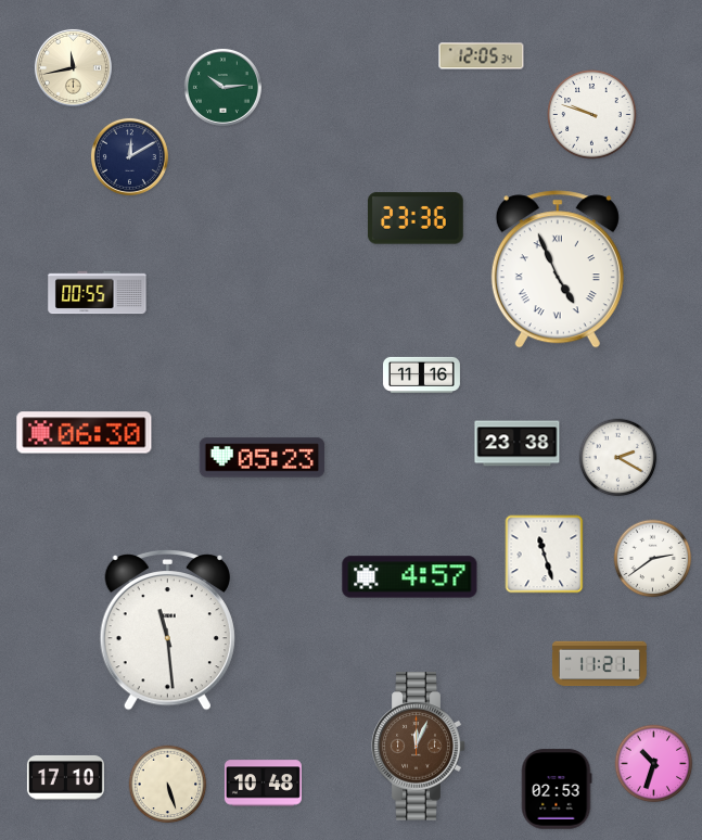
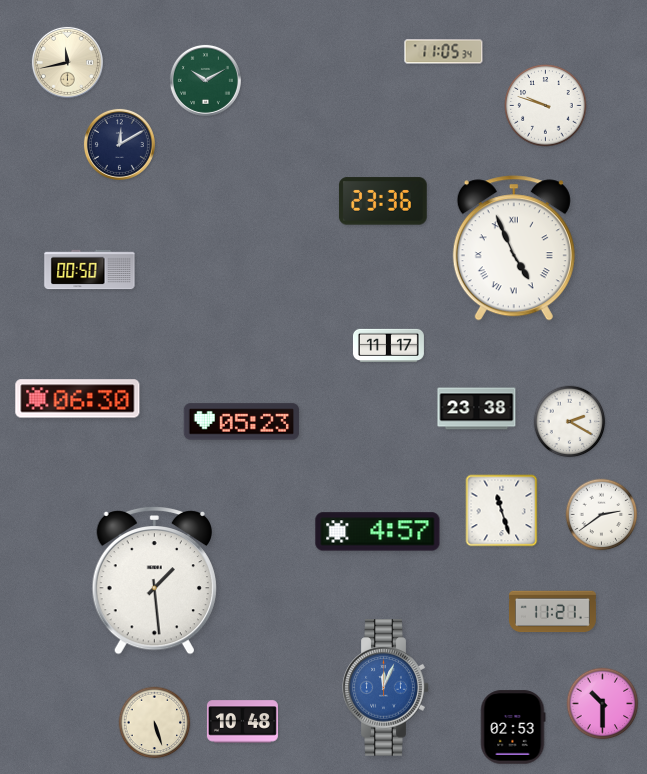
clock at (482, 56): 12:05 -> 11:05
clock at (222, 87): 10:14 -> 10:10
clock at (98, 293): 00:55 -> 00:50
clock at (421, 374): 11:16 -> 11:17
clock at (167, 629): 11:29 -> 1:29
clock at (419, 747) dial: brown -> blue
clock at (654, 764): 10:33 -> 10:30
clock at (65, 777): 17:10 -> none
